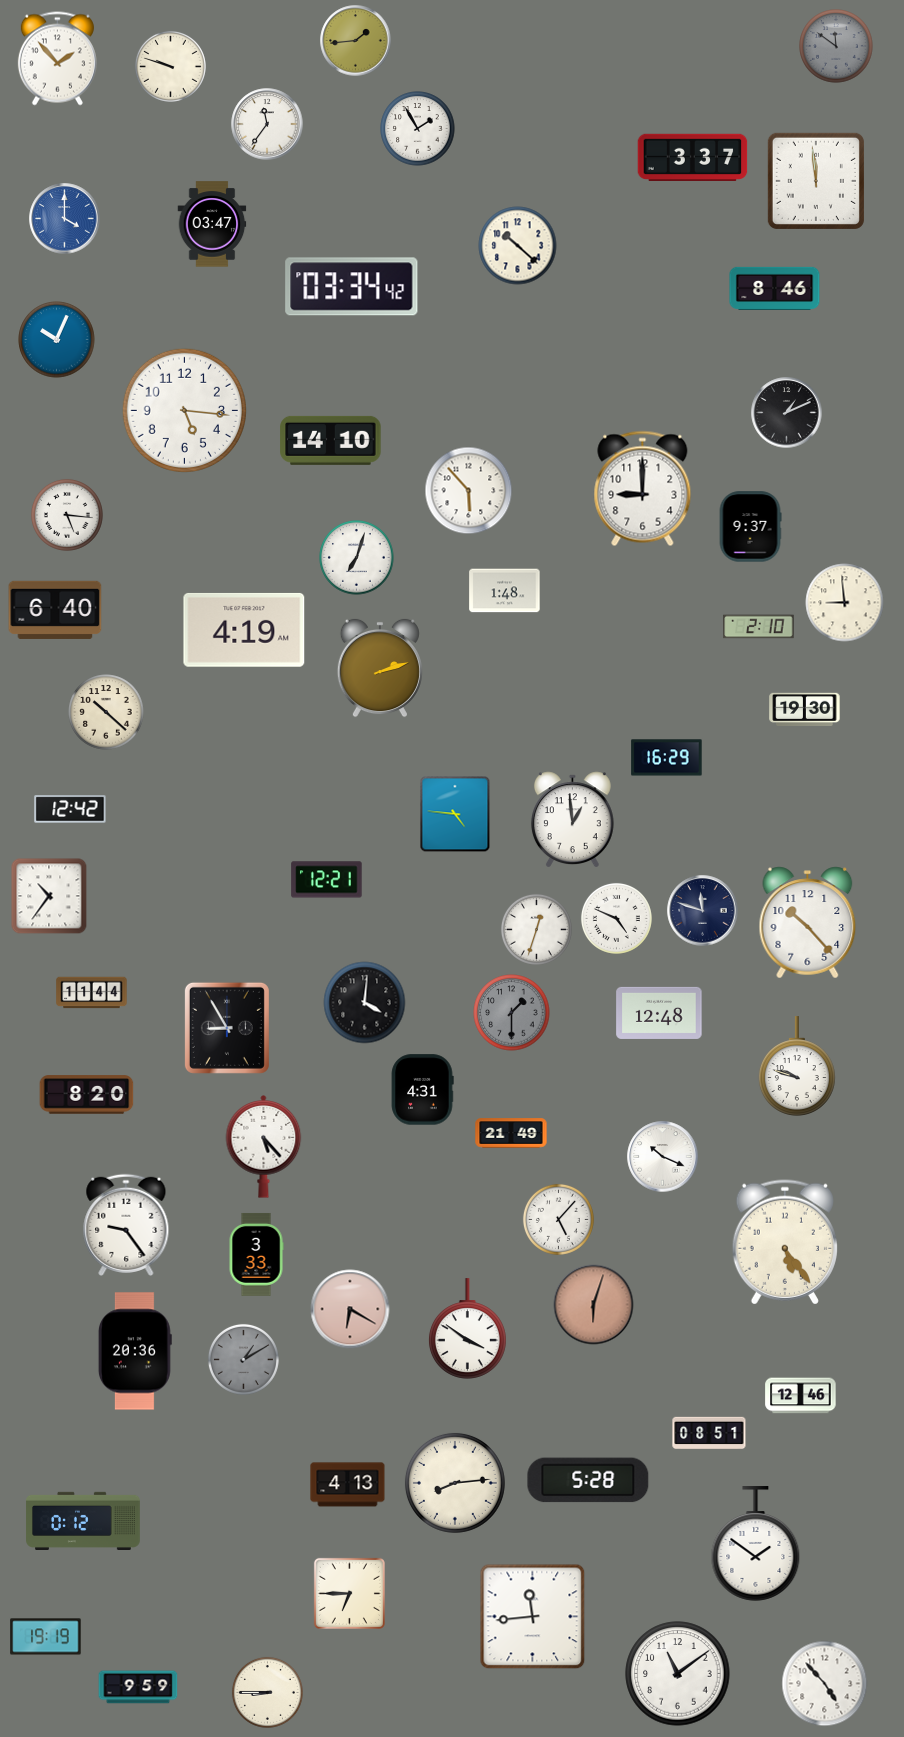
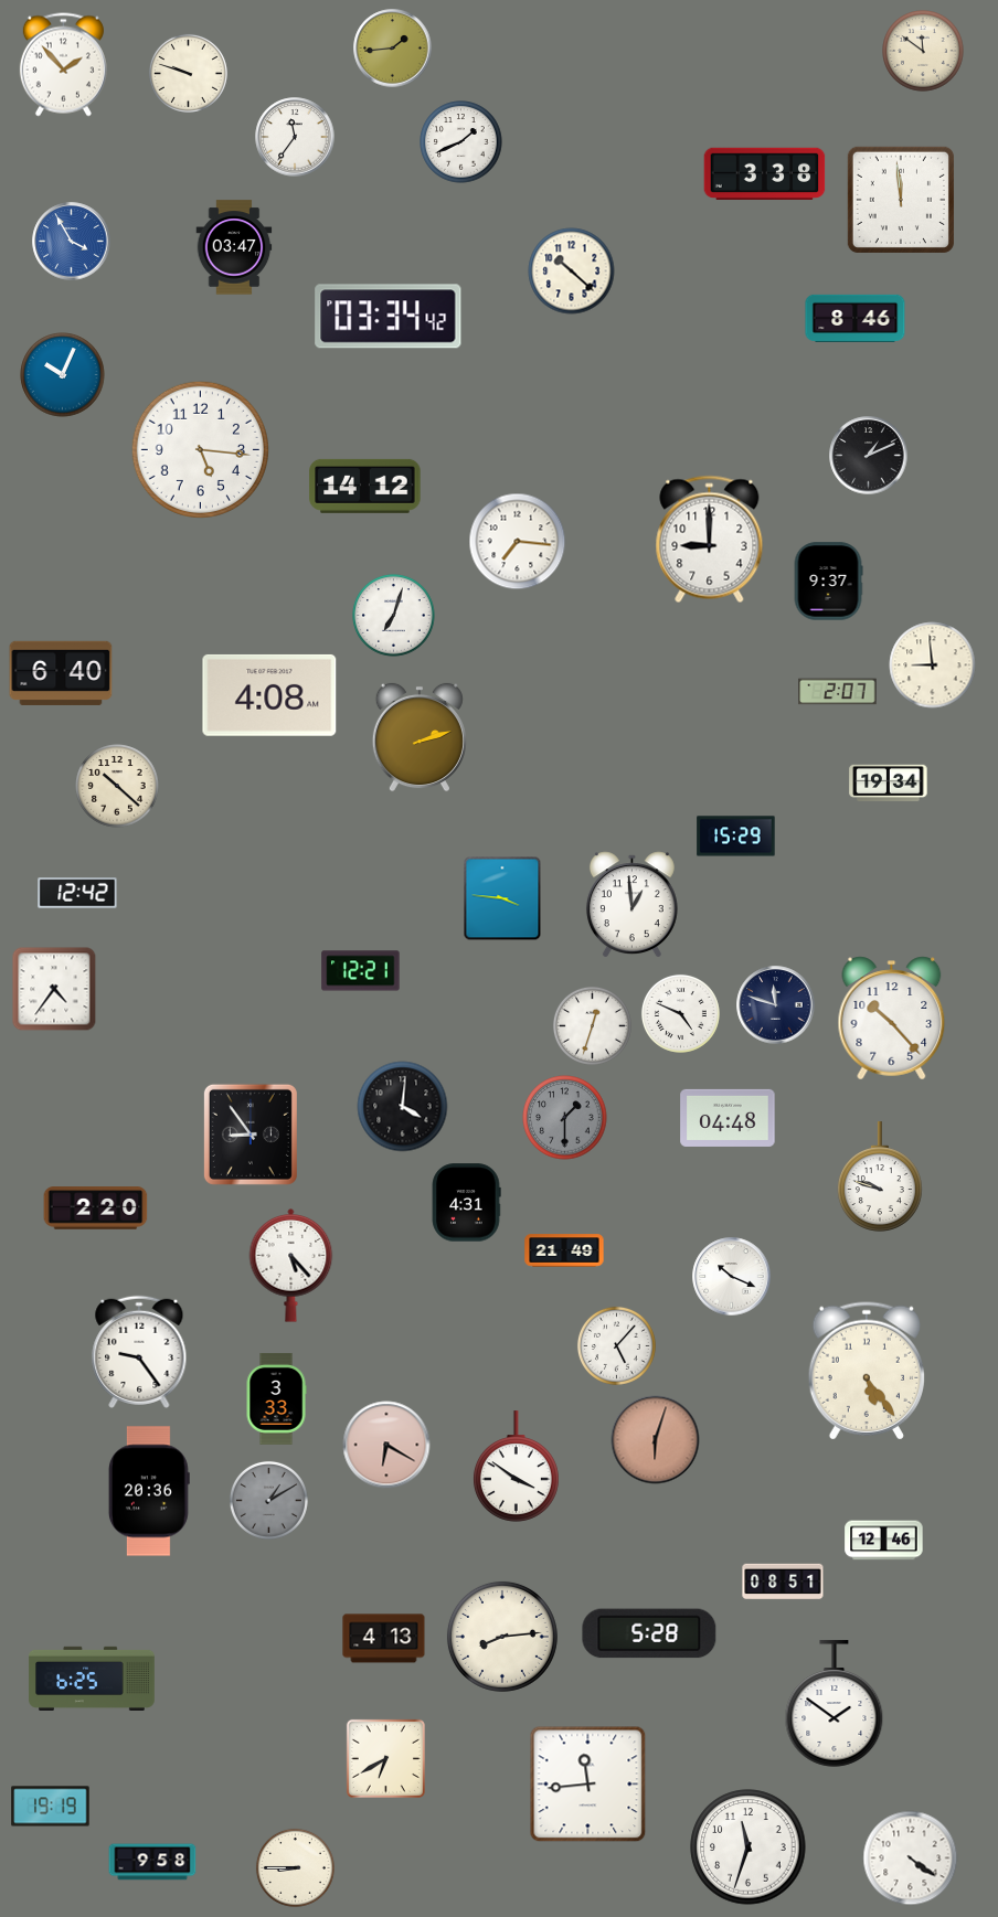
clock at (356, 41) position: (356, 41) -> (393, 49)
clock at (836, 46) dial: grey -> cream
clock at (418, 129): 1:55 -> 1:41
clock at (693, 158): 3:37 -> 3:38
clock at (65, 219): 4:00 -> 3:55
clock at (184, 410) position: (184, 410) -> (200, 449)
clock at (331, 440): 14:10 -> 14:12
clock at (469, 491): 5:53 -> 7:16
clock at (67, 515): 5:16 -> none
clock at (505, 591): 1:48 -> none
clock at (759, 627): 2:10 -> 2:07
clock at (244, 630): 4:19 -> 4:08
clock at (805, 710): 19:30 -> 19:34
clock at (667, 758): 16:29 -> 15:29
clock at (455, 814): 4:46 -> 3:46
clock at (49, 896): 10:36 -> 4:36
clock at (92, 993): 11:44 -> none
clock at (659, 1013): 12:48 -> 04:48
clock at (227, 1028): 8:55 -> 8:54
clock at (87, 1095): 8:20 -> 2:20
clock at (256, 1254) position: (256, 1254) -> (276, 1398)
clock at (83, 1520): 0:12 -> 6:25
clock at (349, 1593): 6:45 -> 6:40
clock at (678, 1674): 11:09 -> 11:33
clock at (825, 1684): 4:53 -> 4:21
clock at (138, 1687): 9:59 -> 9:58
